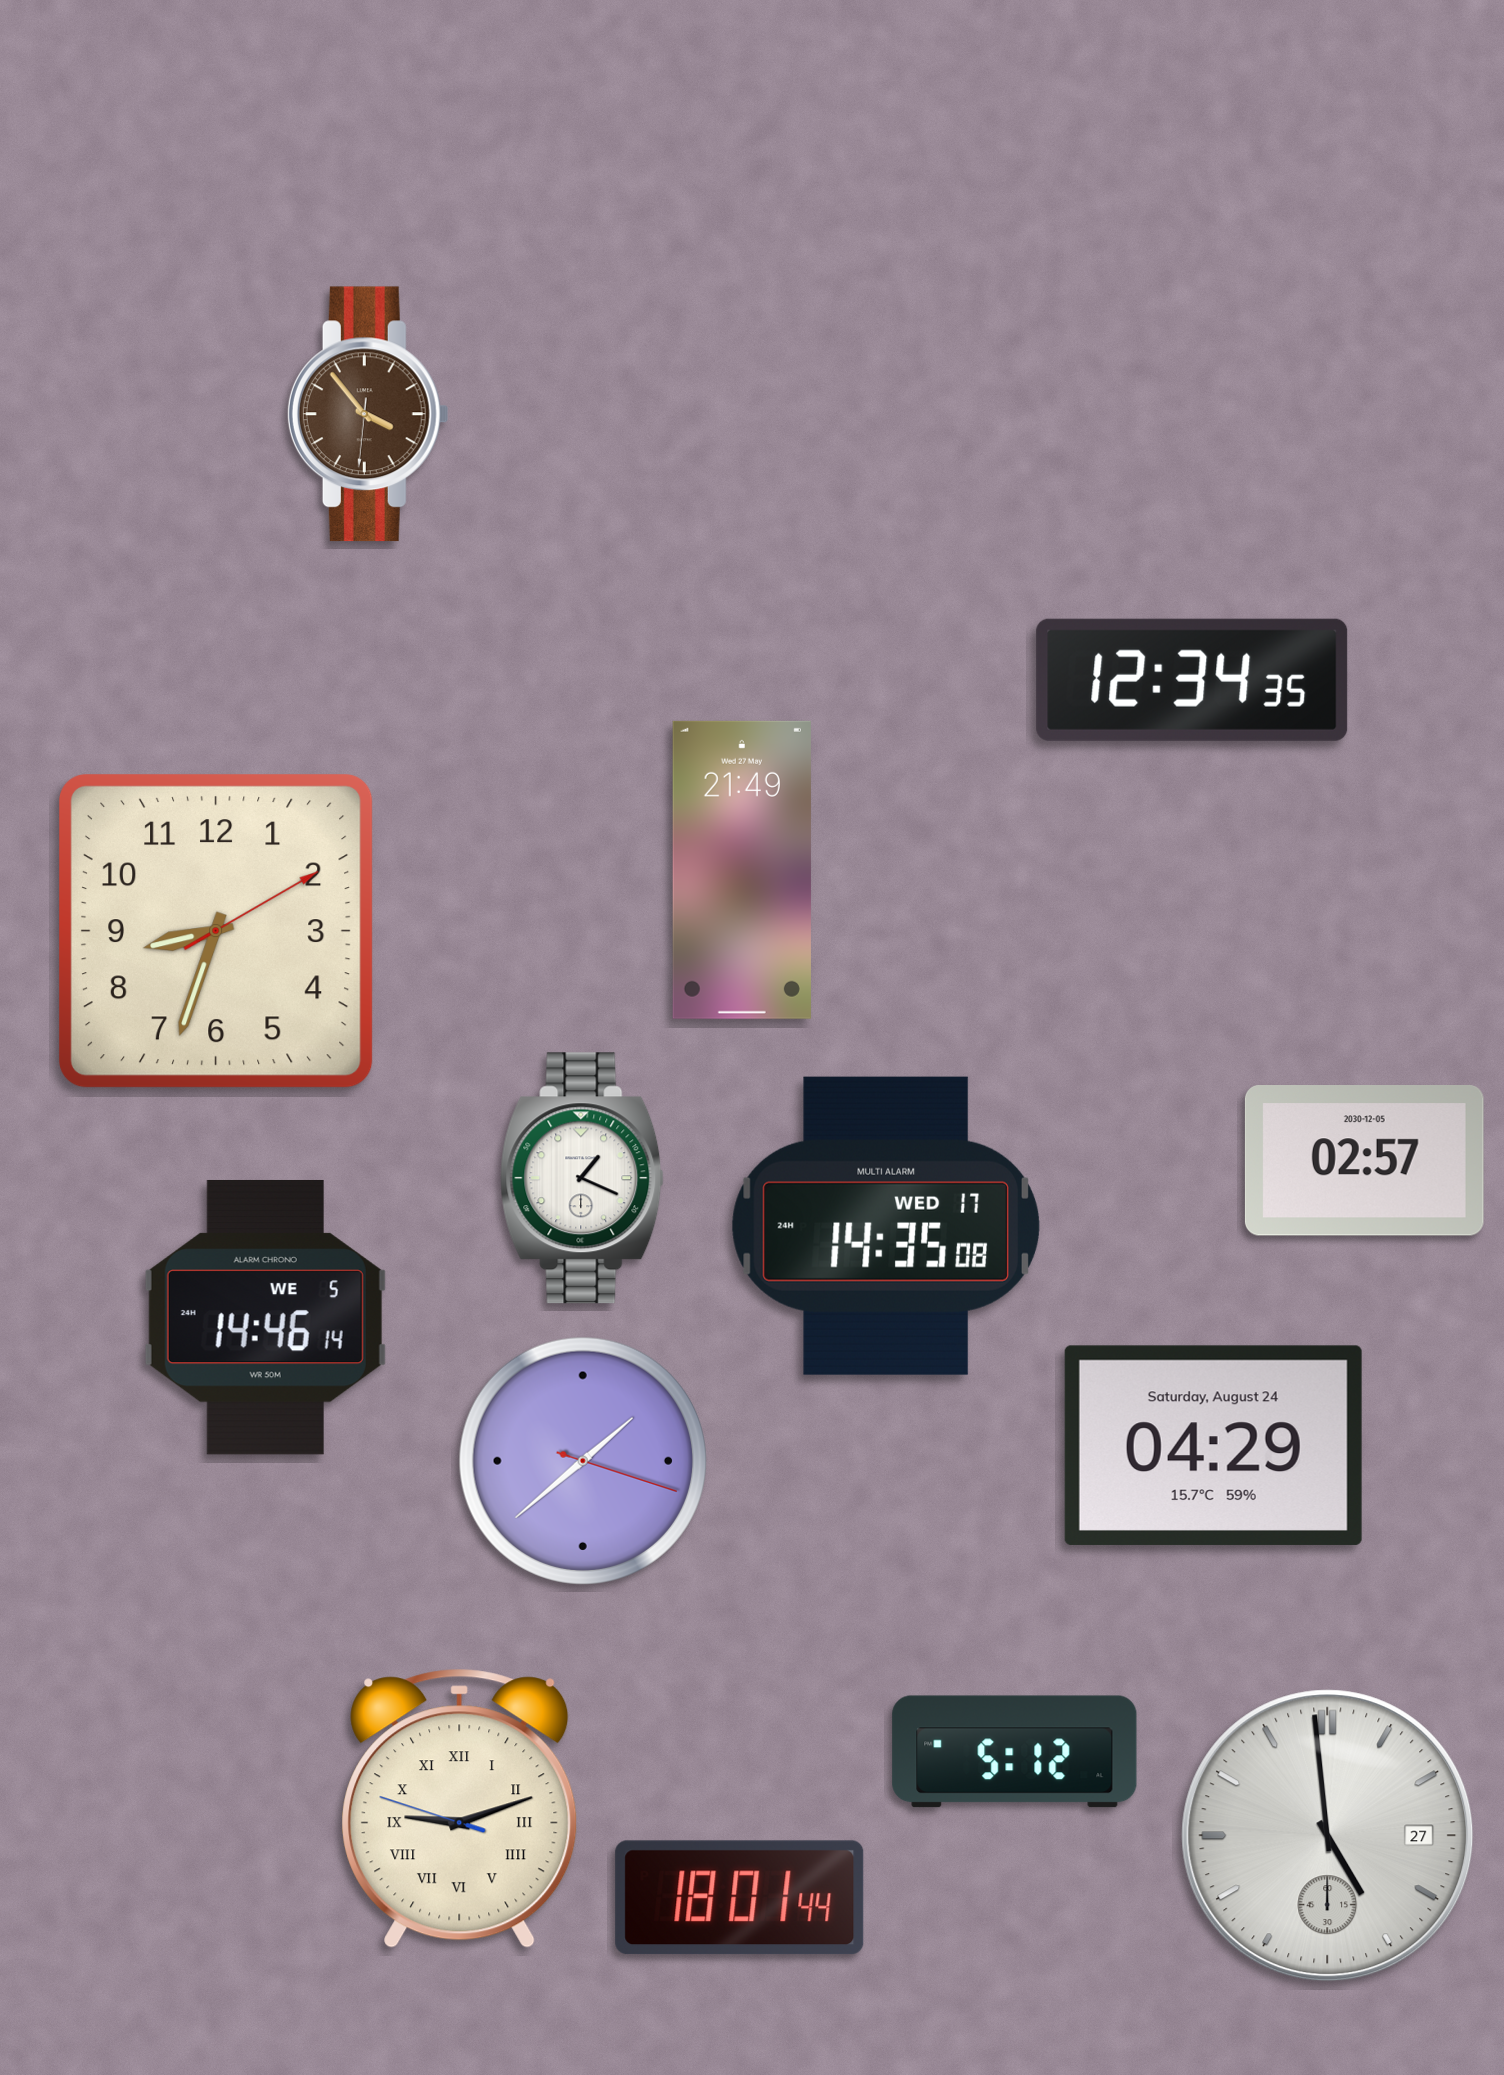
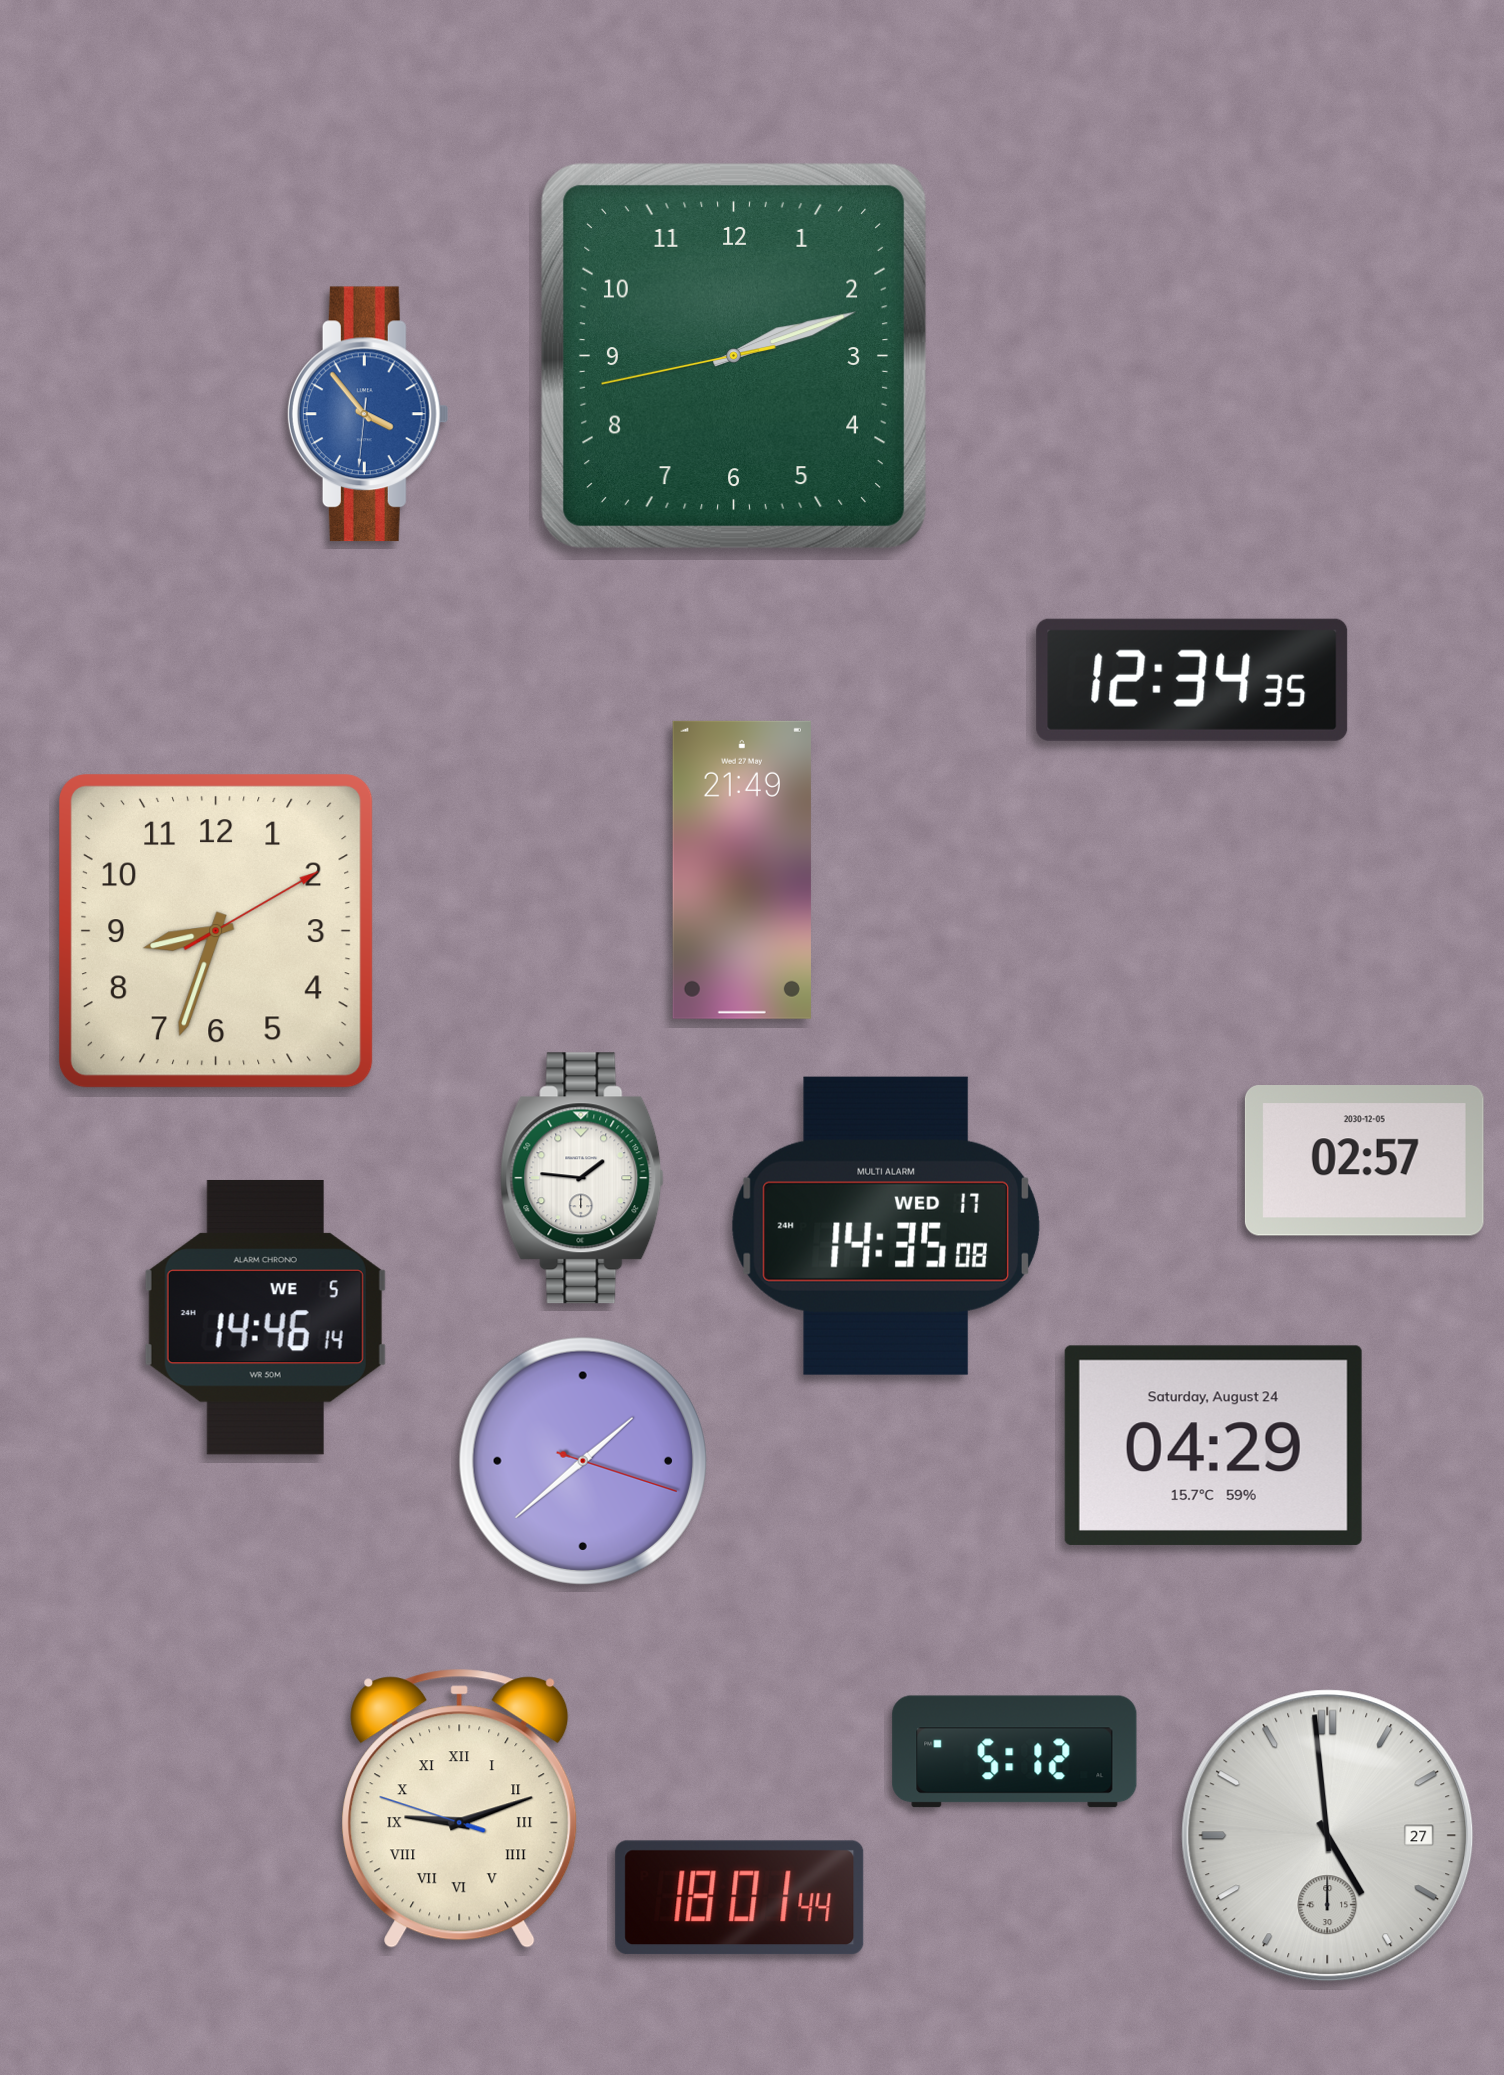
clock at (734, 356): none -> 2:11
clock at (368, 414) dial: brown -> blue
clock at (582, 1178): 1:19 -> 1:46
